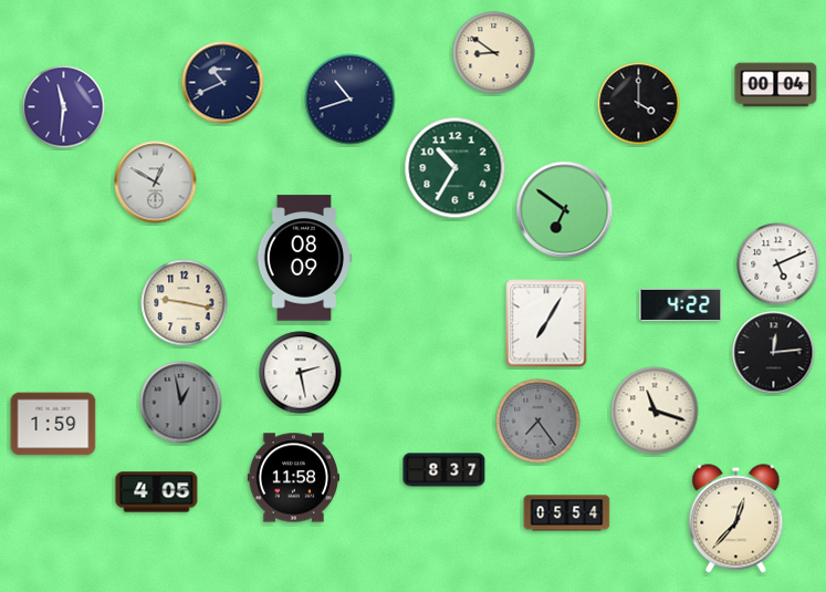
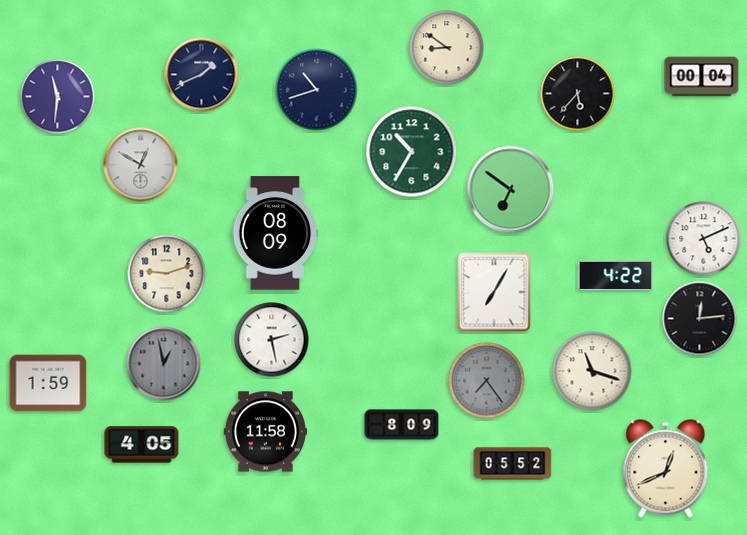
clock at (223, 83): 10:41 -> 1:41
clock at (639, 104): 4:00 -> 5:37
clock at (185, 303): 9:17 -> 9:12
clock at (301, 373) position: (301, 373) -> (272, 340)
clock at (445, 470): 8:37 -> 8:09
clock at (567, 513): 05:54 -> 05:52
clock at (736, 519): 12:37 -> 12:41
